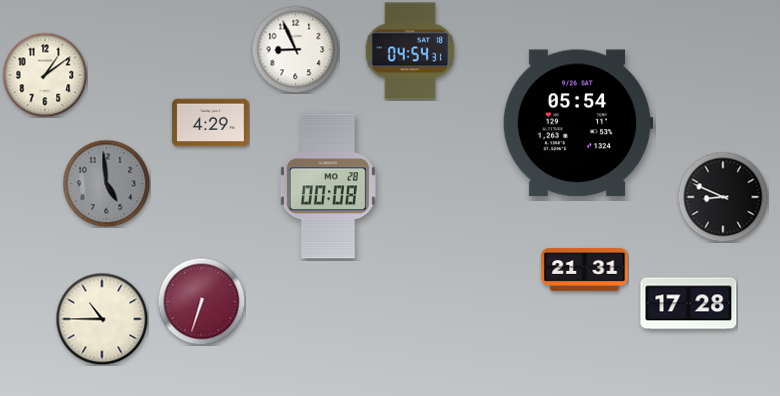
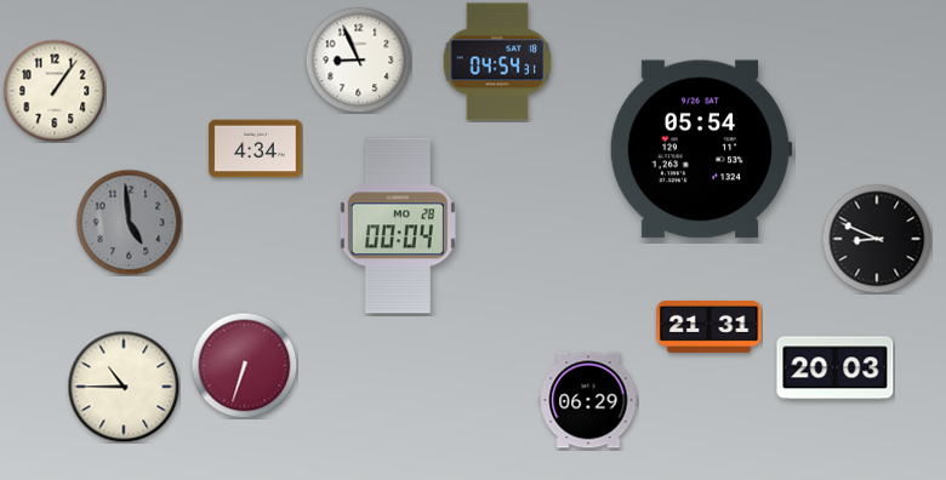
clock at (45, 75): 1:09 -> 1:06
clock at (211, 123): 4:29 -> 4:34
clock at (328, 186): 00:08 -> 00:04
clock at (689, 304): 17:28 -> 20:03
clock at (588, 400): none -> 06:29
